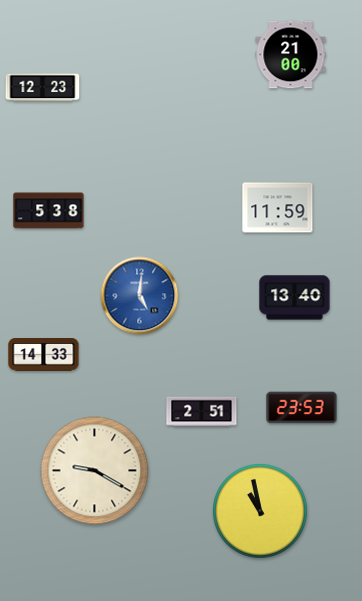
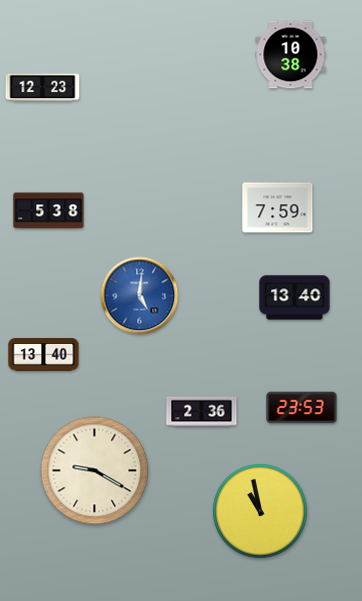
clock at (291, 55): 21:00 -> 10:38
clock at (278, 208): 11:59 -> 7:59
clock at (44, 355): 14:33 -> 13:40
clock at (202, 412): 2:51 -> 2:36
